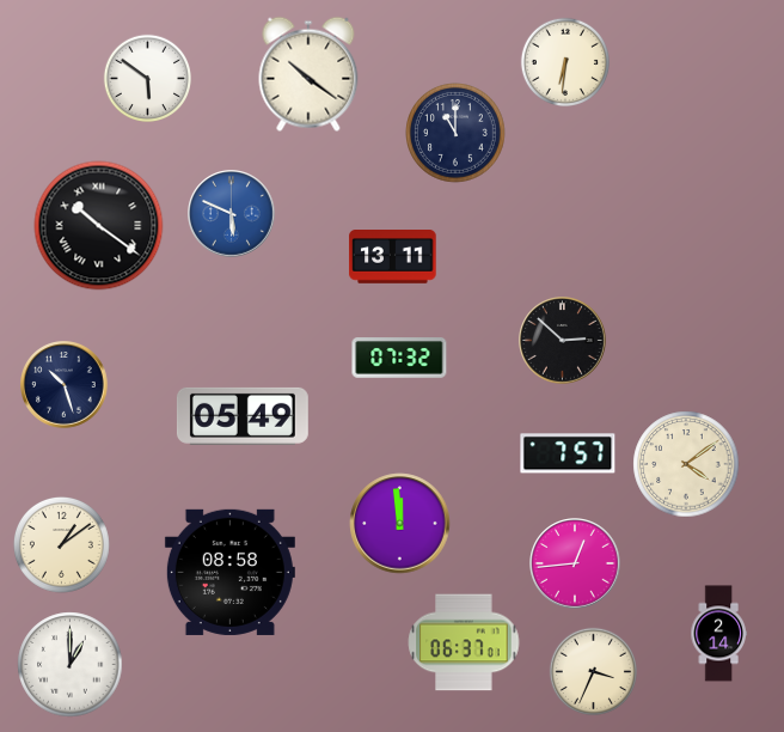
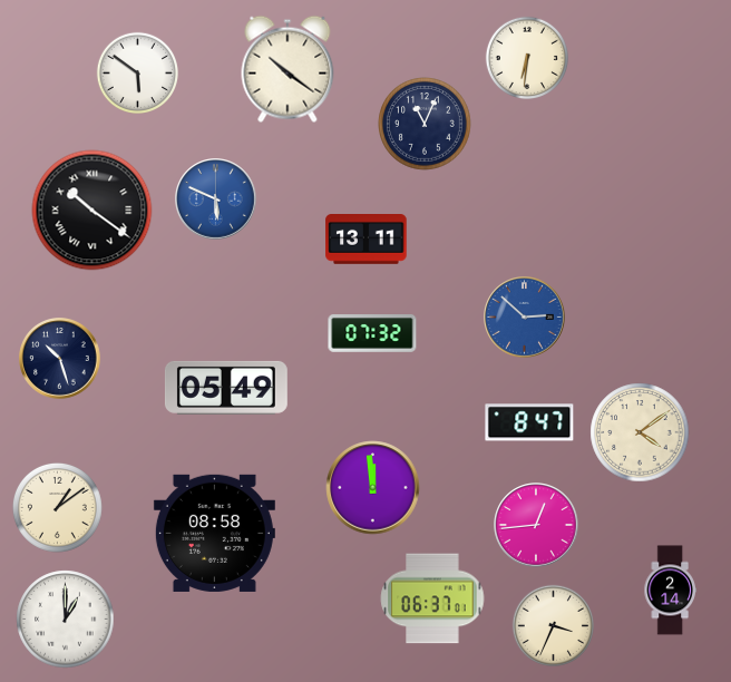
clock at (455, 133): 11:00 -> 11:04
clock at (563, 341) dial: black -> blue
clock at (568, 453): 7:57 -> 8:47
